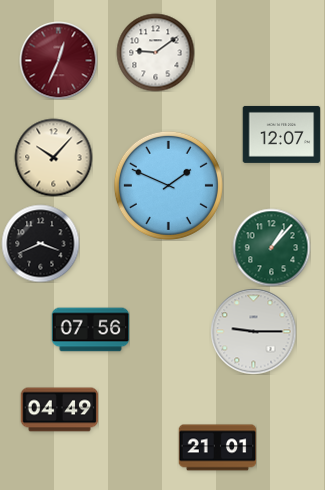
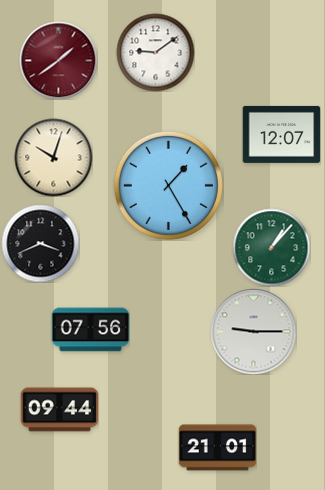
clock at (58, 60): 12:34 -> 1:39
clock at (53, 157): 10:07 -> 10:03
clock at (168, 185): 1:49 -> 1:25
clock at (59, 410): 04:49 -> 09:44
